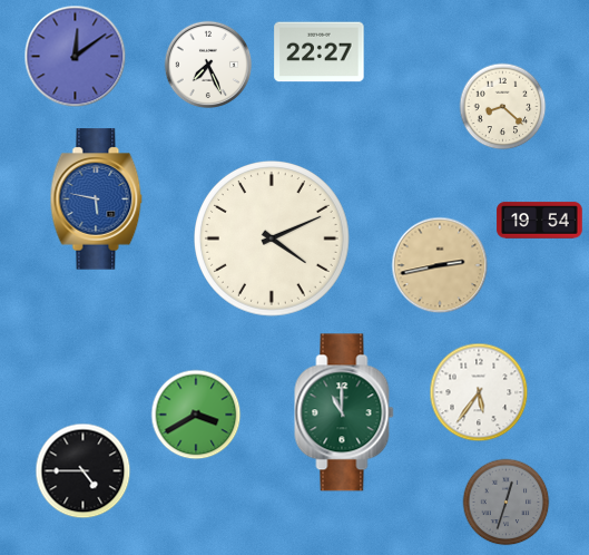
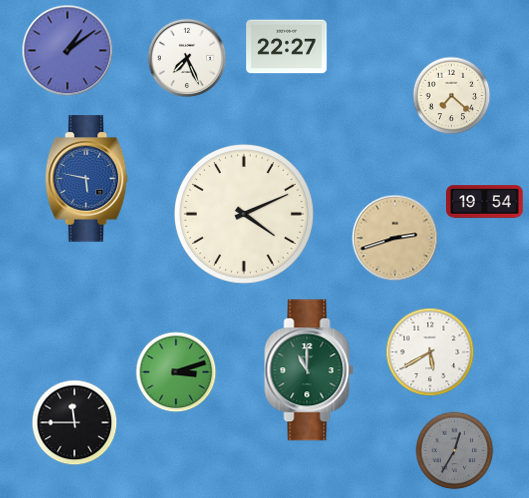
clock at (75, 56): 12:09 -> 1:09
clock at (502, 106): 8:22 -> 7:22
clock at (540, 221) position: (540, 221) -> (485, 202)
clock at (440, 265): 2:43 -> 2:42
clock at (479, 392): 5:36 -> 5:40
clock at (196, 415): 3:40 -> 3:12
clock at (82, 470): 4:45 -> 11:45
clock at (505, 502): 12:33 -> 12:35
